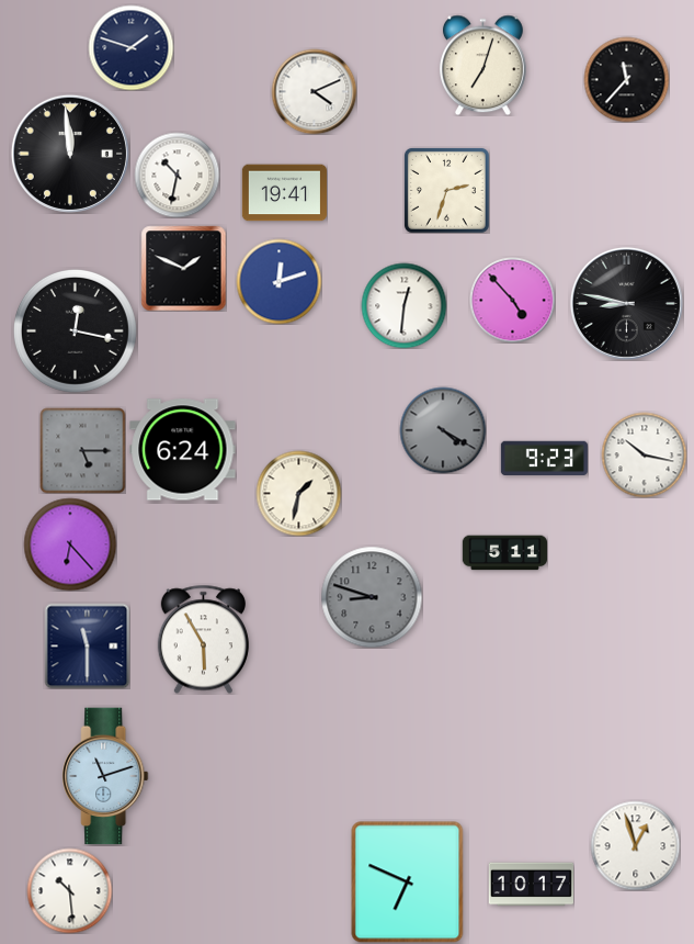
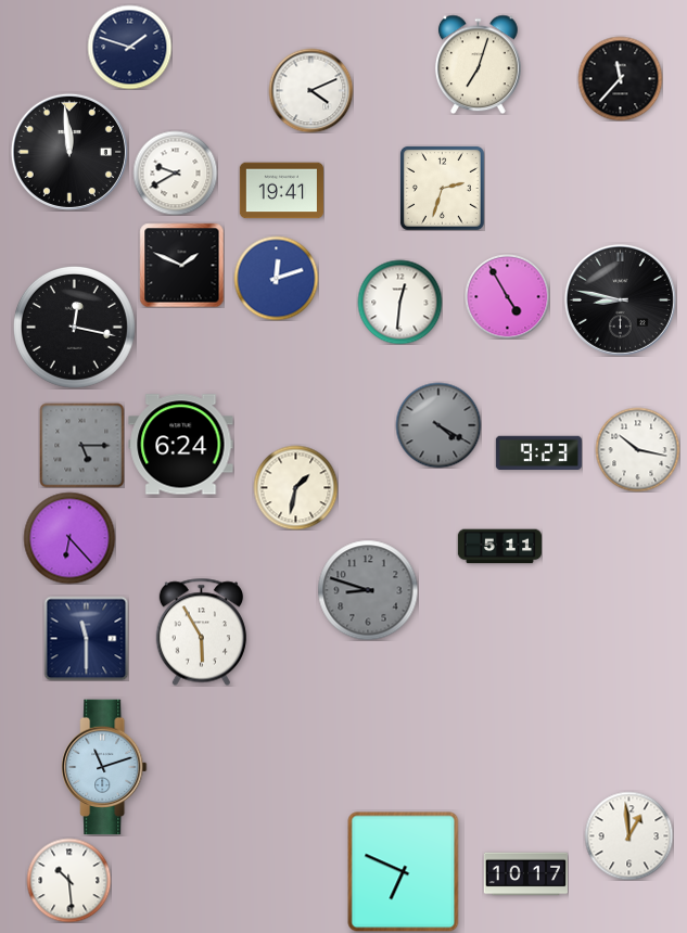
clock at (177, 175): 10:32 -> 9:40
clock at (512, 300): 4:53 -> 4:55
clock at (635, 845): 12:57 -> 12:59
